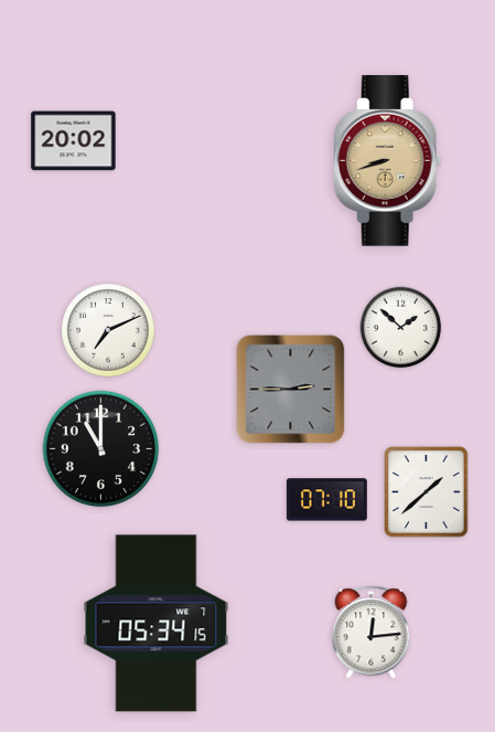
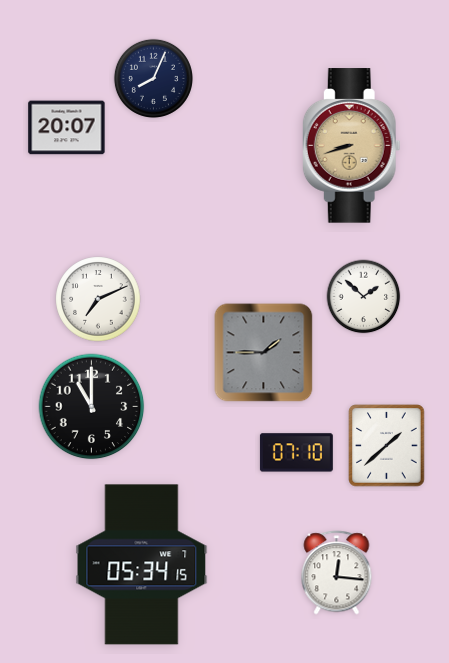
clock at (153, 78): none -> 8:04
clock at (74, 141): 20:02 -> 20:07
clock at (291, 390): 2:45 -> 1:45
clock at (372, 633): 12:14 -> 12:16
